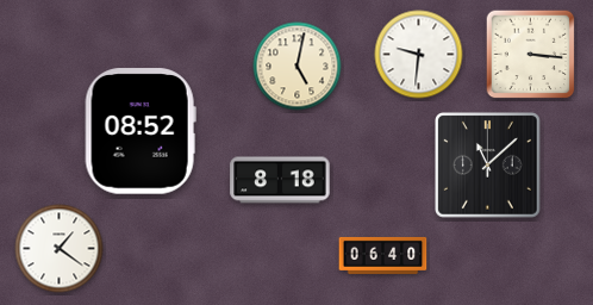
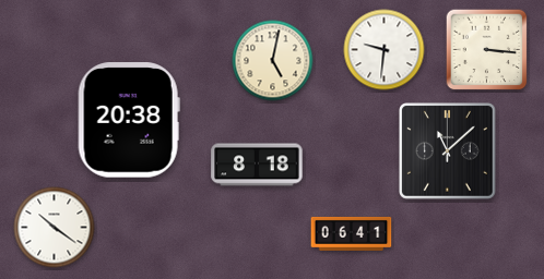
clock at (141, 131): 08:52 -> 20:38
clock at (60, 249): 1:21 -> 10:21
clock at (383, 255): 06:40 -> 06:41
